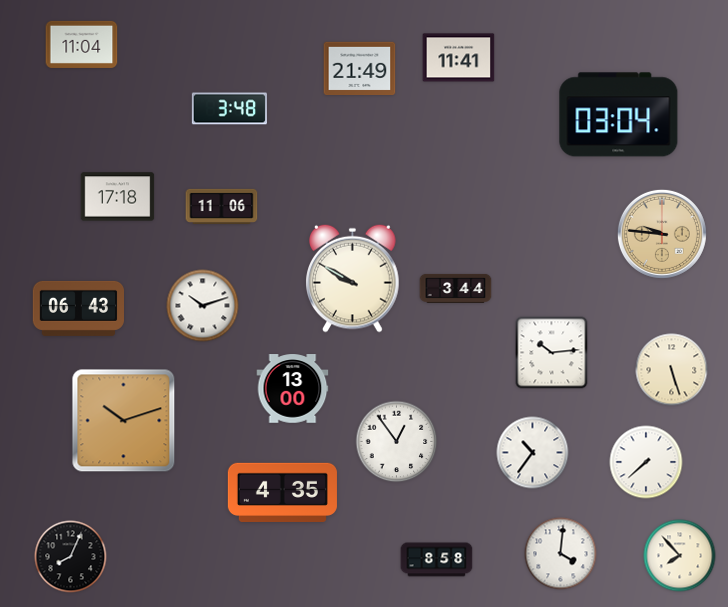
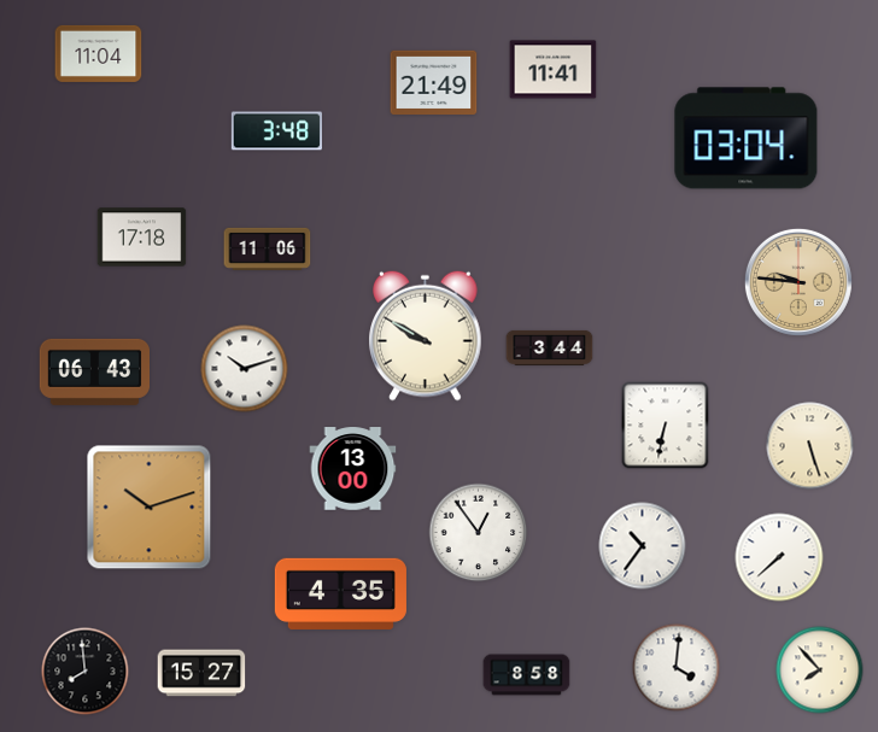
clock at (552, 353): 10:14 -> 6:32
clock at (71, 557): 8:04 -> 7:59
clock at (201, 673): none -> 15:27
